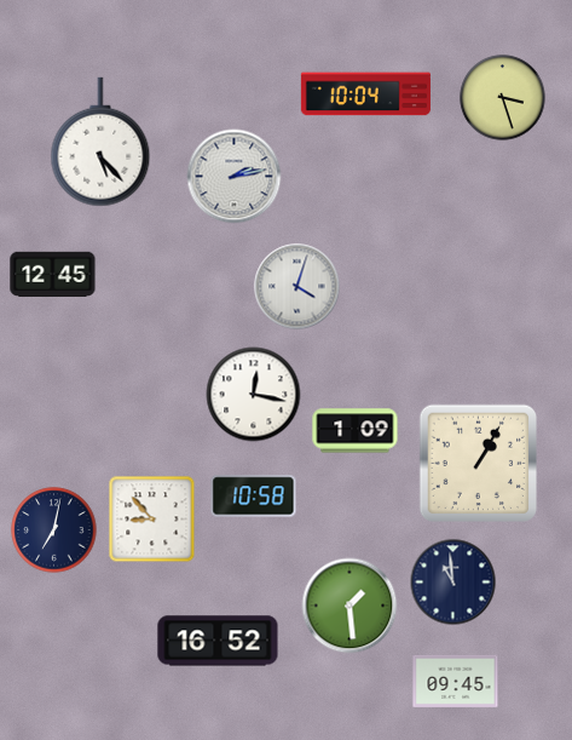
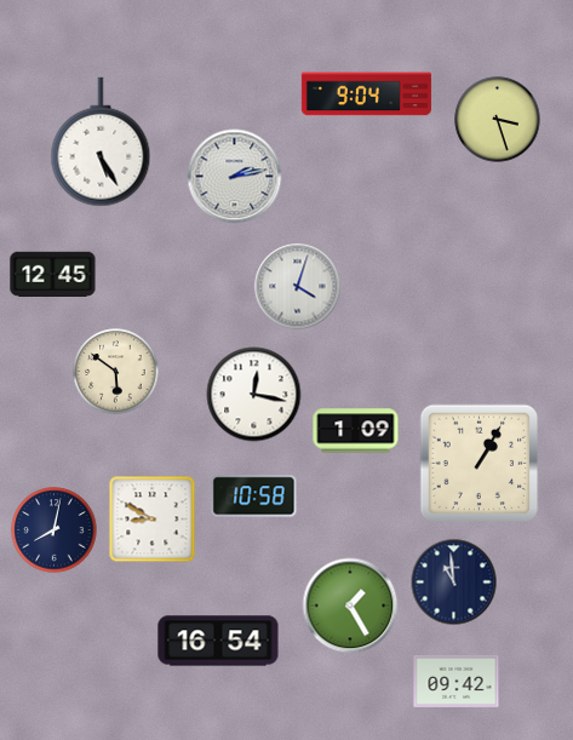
clock at (365, 94): 10:04 -> 9:04
clock at (503, 98) position: (503, 98) -> (498, 120)
clock at (100, 142): 5:23 -> 5:25
clock at (116, 372): none -> 5:51
clock at (152, 520): 8:53 -> 8:50
clock at (54, 530): 7:02 -> 8:02
clock at (349, 606): 1:29 -> 1:25
clock at (218, 641): 16:52 -> 16:54
clock at (456, 681): 09:45 -> 09:42
